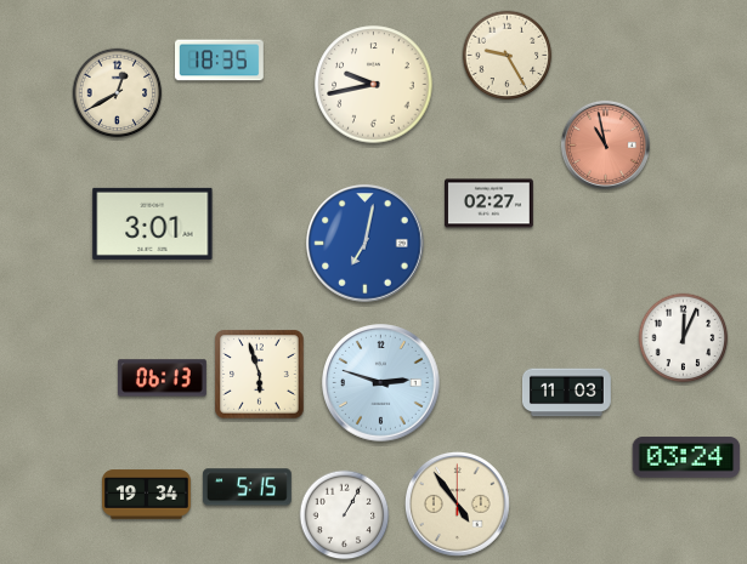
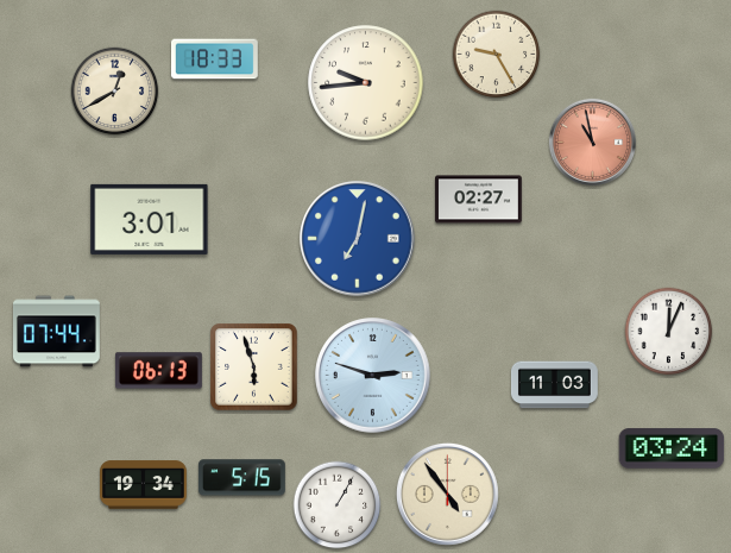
clock at (220, 61): 18:35 -> 18:33
clock at (374, 85): 9:43 -> 9:44
clock at (56, 332): none -> 07:44
